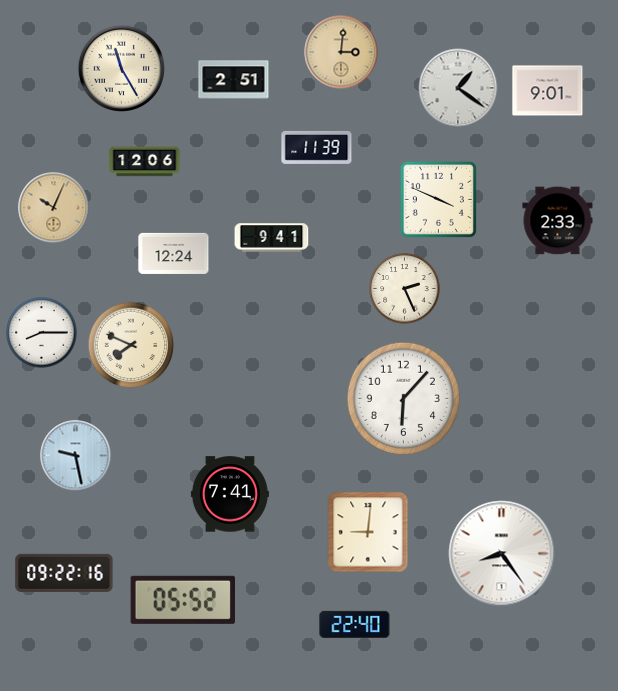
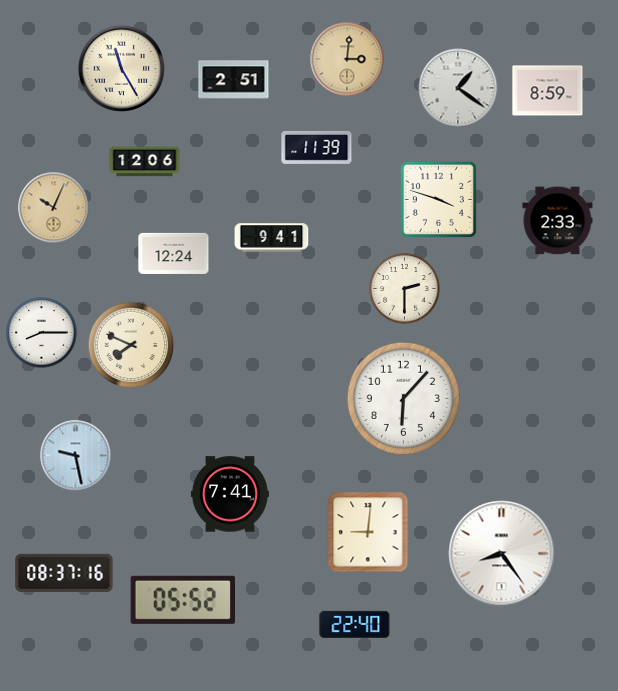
clock at (341, 52) position: (341, 52) -> (347, 59)
clock at (548, 91): 9:01 -> 8:59
clock at (438, 199): 3:49 -> 3:48
clock at (405, 289): 2:26 -> 2:30
clock at (64, 573): 09:22 -> 08:37
